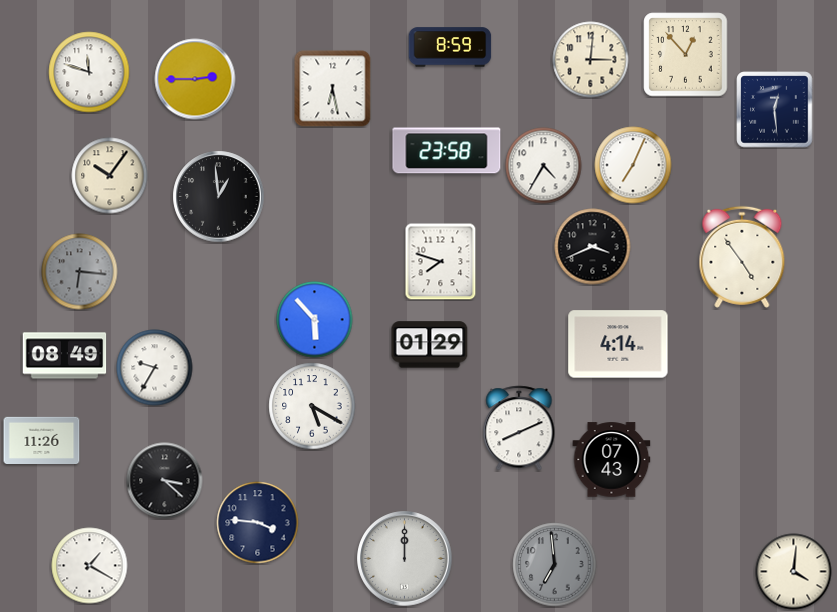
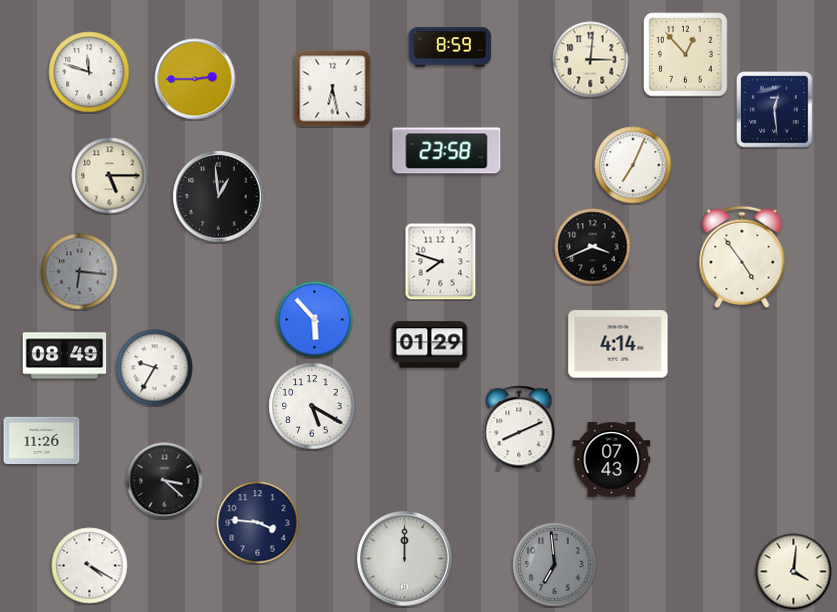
clock at (544, 166): 4:35 -> none
clock at (110, 176): 10:06 -> 5:15
clock at (90, 566): 1:20 -> 4:20
